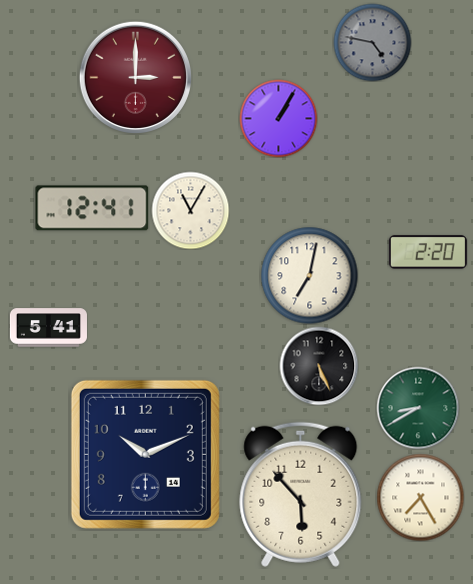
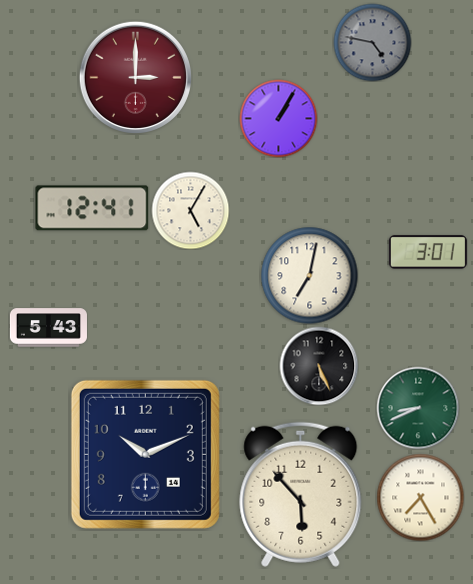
clock at (190, 210): 11:05 -> 5:05
clock at (428, 252): 2:20 -> 3:01
clock at (48, 328): 5:41 -> 5:43
clock at (418, 408): 8:40 -> 8:41
